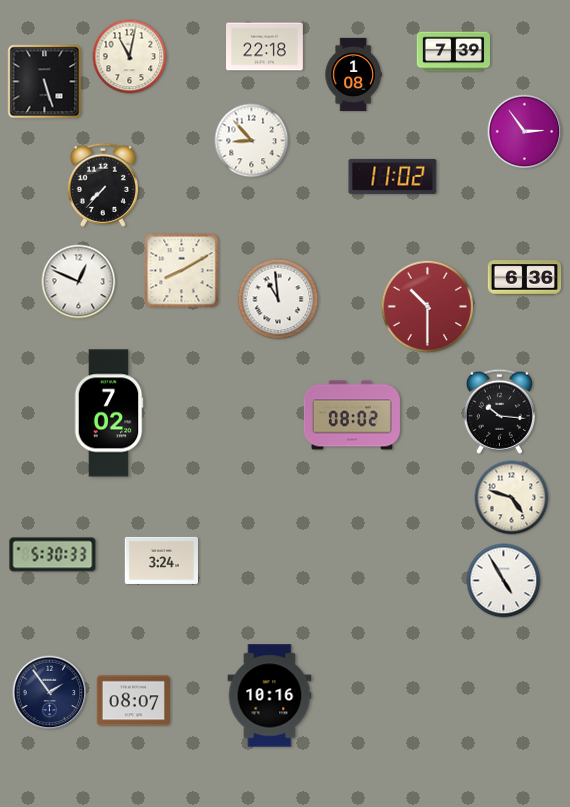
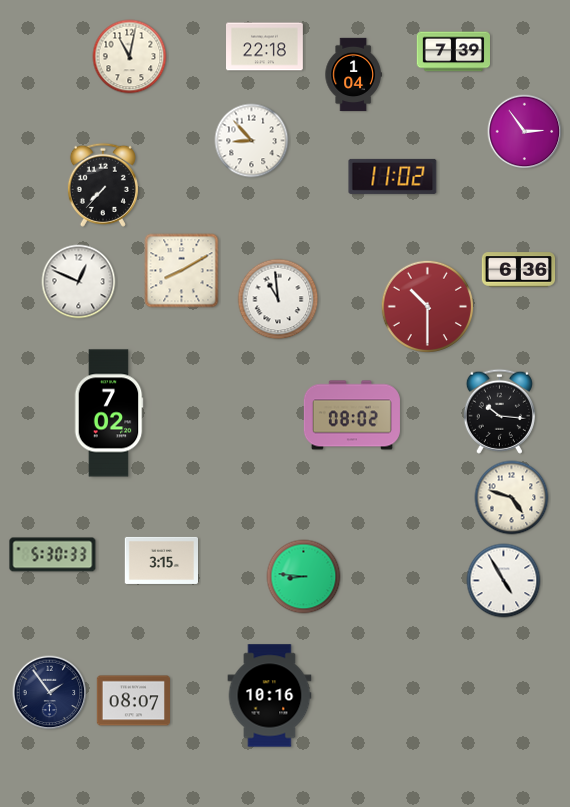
clock at (353, 75): 1:08 -> 1:04
clock at (45, 82): 5:27 -> none
clock at (525, 278) position: (525, 278) -> (519, 270)
clock at (161, 560): 3:24 -> 3:15
clock at (304, 577): none -> 8:46
